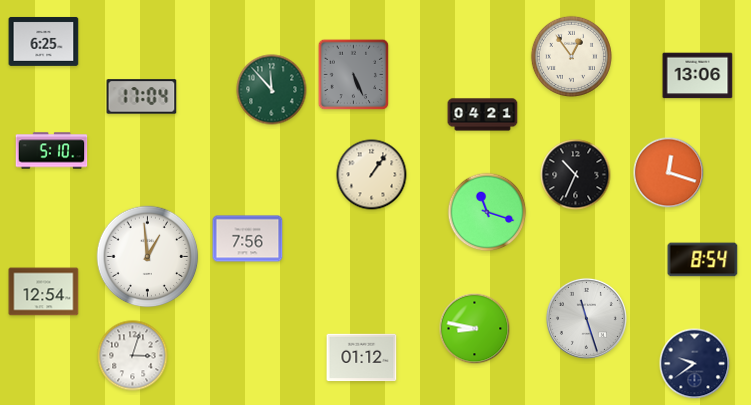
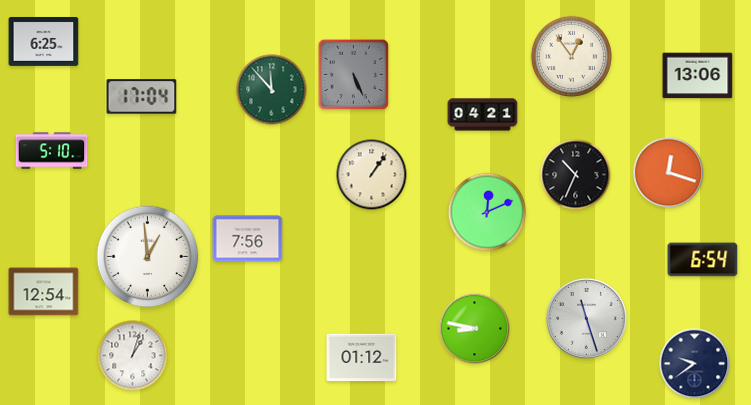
clock at (487, 212): 11:18 -> 12:11
clock at (703, 260): 8:54 -> 6:54
clock at (133, 356): 3:03 -> 1:03
